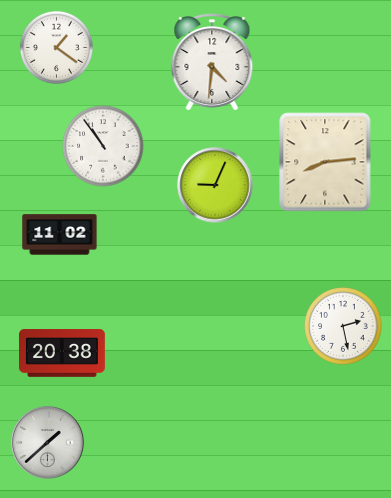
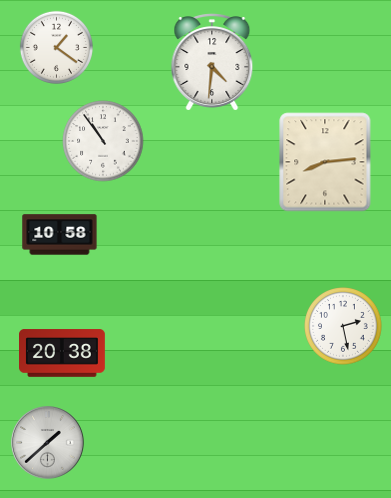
clock at (103, 146) position: (103, 146) -> (103, 141)
clock at (215, 185): 9:04 -> none
clock at (60, 235): 11:02 -> 10:58
